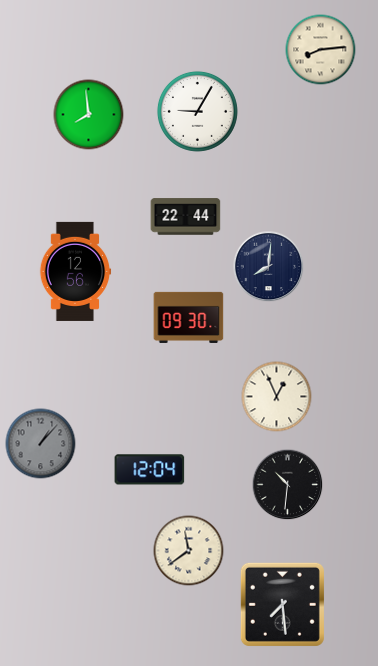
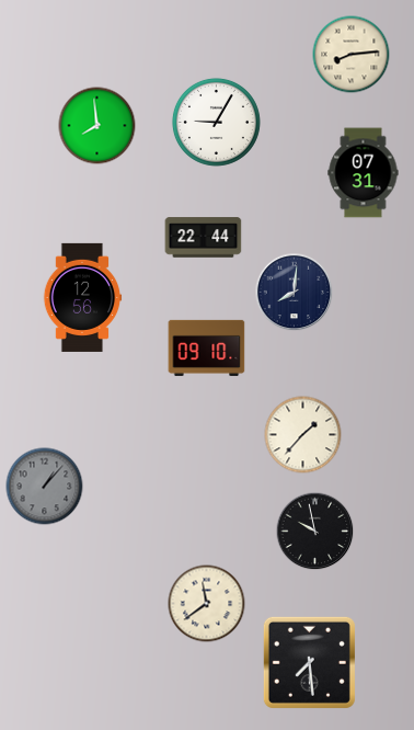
clock at (364, 173): none -> 07:31
clock at (189, 317): 09:30 -> 09:10
clock at (277, 397): 12:56 -> 1:37
clock at (150, 470): 12:04 -> none
clock at (288, 485): 10:31 -> 9:58
